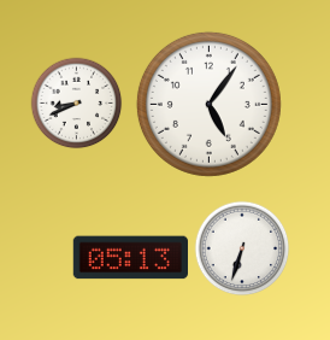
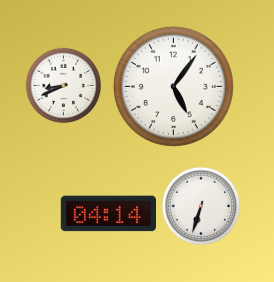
clock at (130, 258): 05:13 -> 04:14
